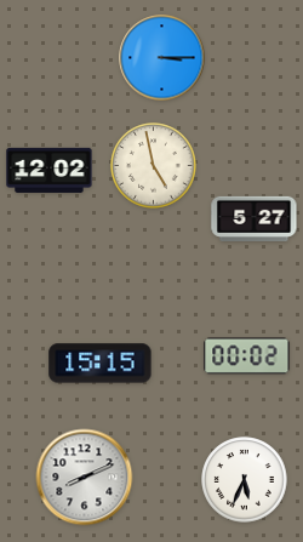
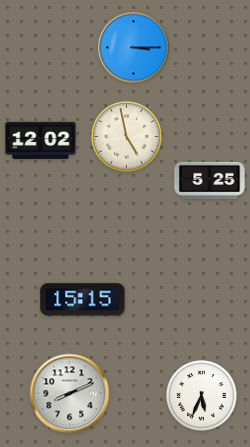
clock at (255, 218): 5:27 -> 5:25
clock at (247, 356): 00:02 -> none
